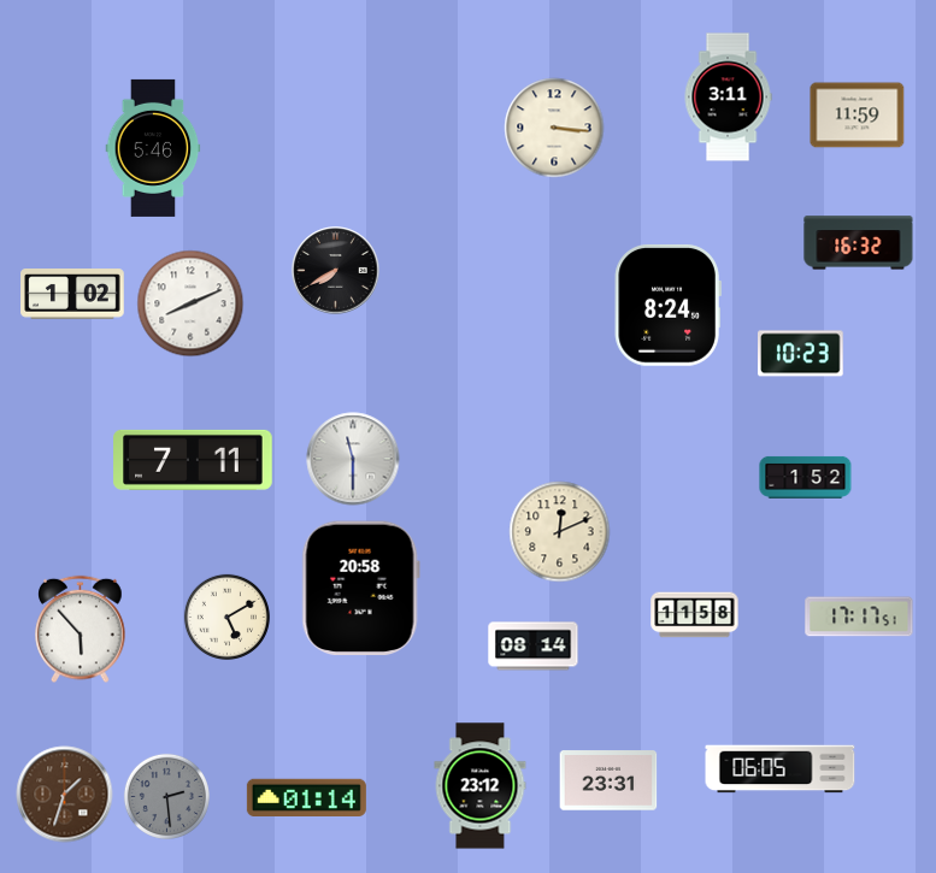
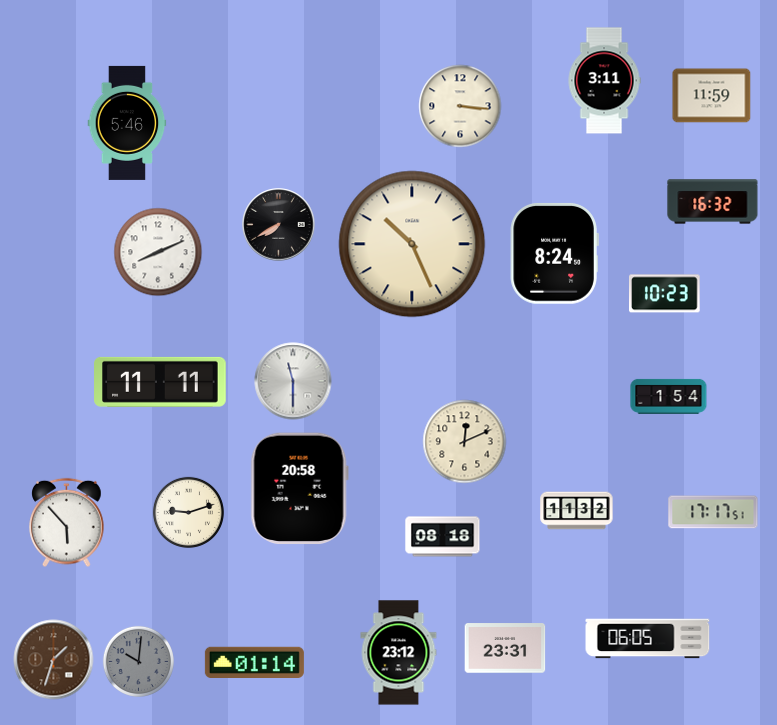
clock at (412, 244): none -> 10:26
clock at (72, 295): 1:02 -> none
clock at (193, 460): 7:11 -> 11:11
clock at (806, 477): 1:52 -> 1:54
clock at (695, 615): 11:58 -> 11:32
clock at (226, 617): 5:10 -> 9:12
clock at (534, 647): 08:14 -> 08:18
clock at (166, 796): 2:29 -> 10:01
